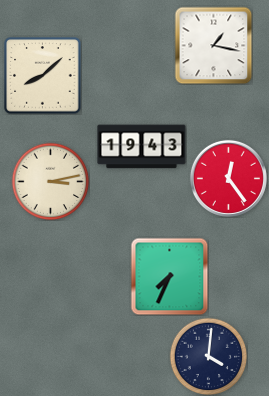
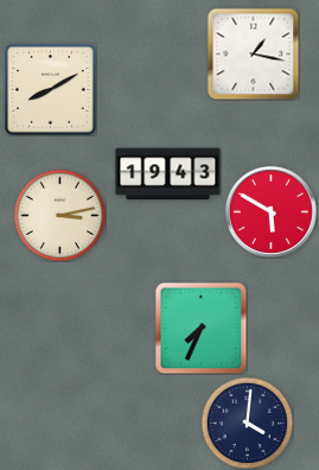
clock at (43, 76): 8:08 -> 8:10
clock at (228, 178): 12:24 -> 5:50
